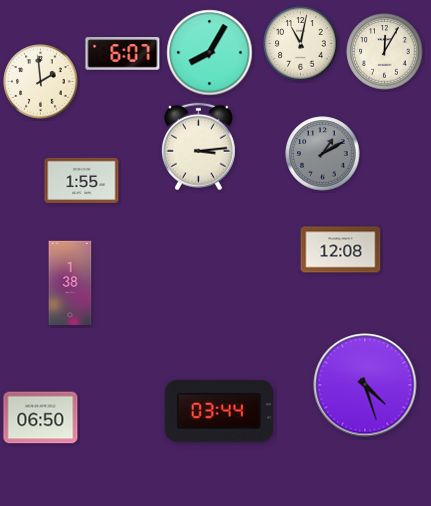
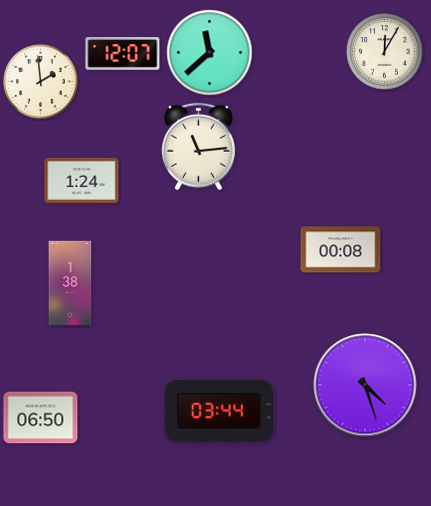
clock at (301, 44): 11:02 -> none
clock at (210, 53): 8:05 -> 11:38
clock at (123, 54): 6:07 -> 12:07
clock at (198, 147): 3:14 -> 11:14
clock at (323, 154): 1:10 -> none
clock at (82, 180): 1:55 -> 1:24
clock at (341, 250): 12:08 -> 00:08
